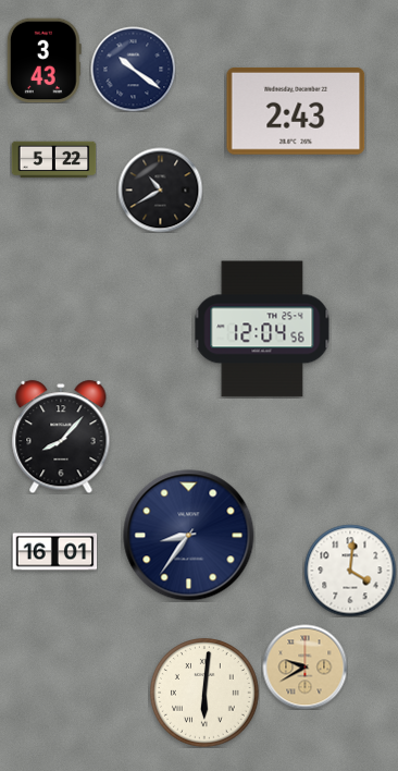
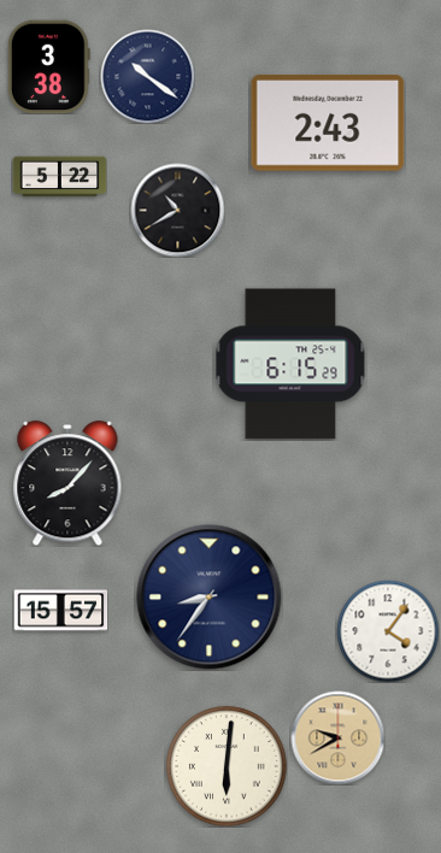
clock at (43, 60): 3:43 -> 3:38
clock at (262, 329): 12:04 -> 6:15
clock at (189, 536) position: (189, 536) -> (210, 598)
clock at (54, 552): 16:01 -> 15:57
clock at (350, 571): 4:01 -> 4:06
